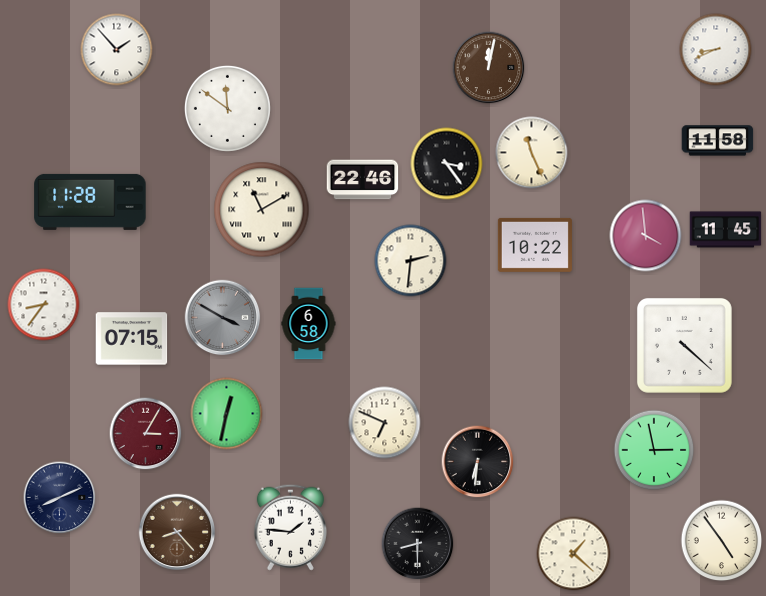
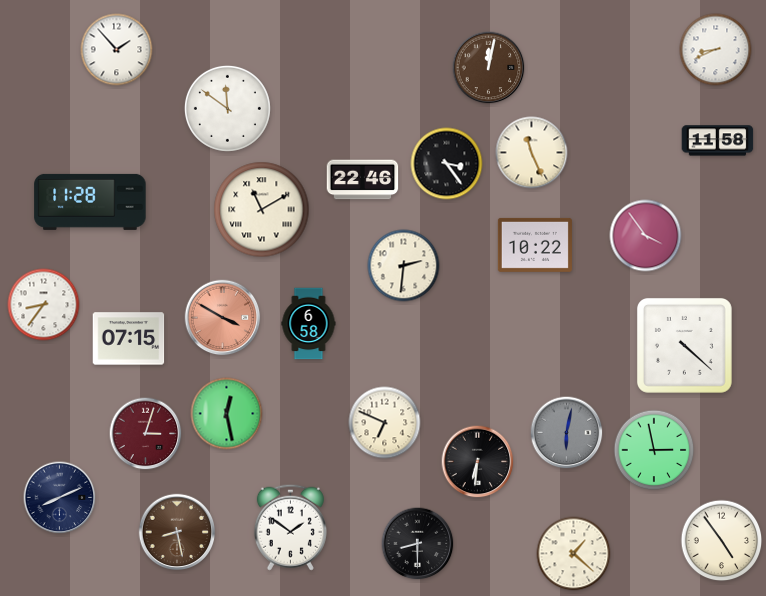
clock at (726, 230): 11:45 -> none
clock at (646, 236): 3:59 -> 3:54
clock at (411, 261) position: (411, 261) -> (404, 266)
clock at (223, 318) dial: grey -> salmon
clock at (132, 339) position: (132, 339) -> (129, 339)
clock at (227, 414): 12:32 -> 12:28
clock at (567, 433): none -> 6:02
clock at (146, 434): 3:05 -> 3:03
clock at (290, 527): 1:46 -> 1:51
clock at (177, 532): 8:23 -> 8:28
